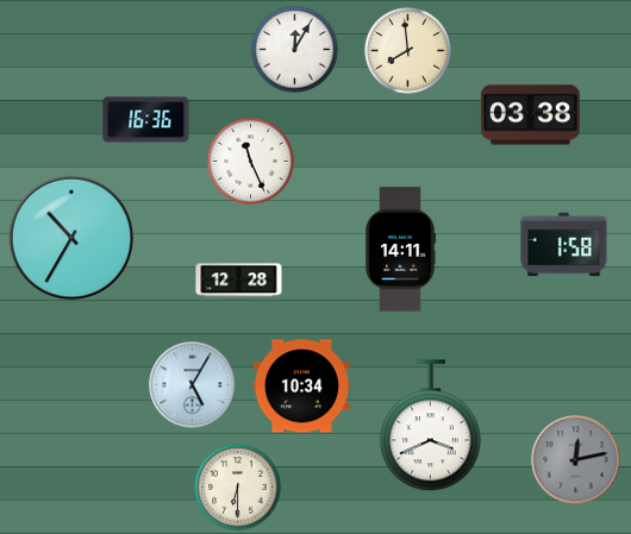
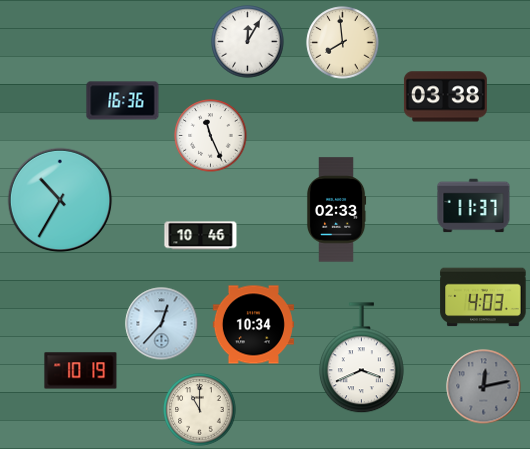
clock at (564, 245): 1:58 -> 11:37
clock at (400, 250): 14:11 -> 02:33
clock at (239, 281): 12:28 -> 10:46
clock at (483, 297): none -> 4:03
clock at (193, 385): 5:05 -> 12:37
clock at (81, 371): none -> 10:19
clock at (238, 488): 6:30 -> 11:00
